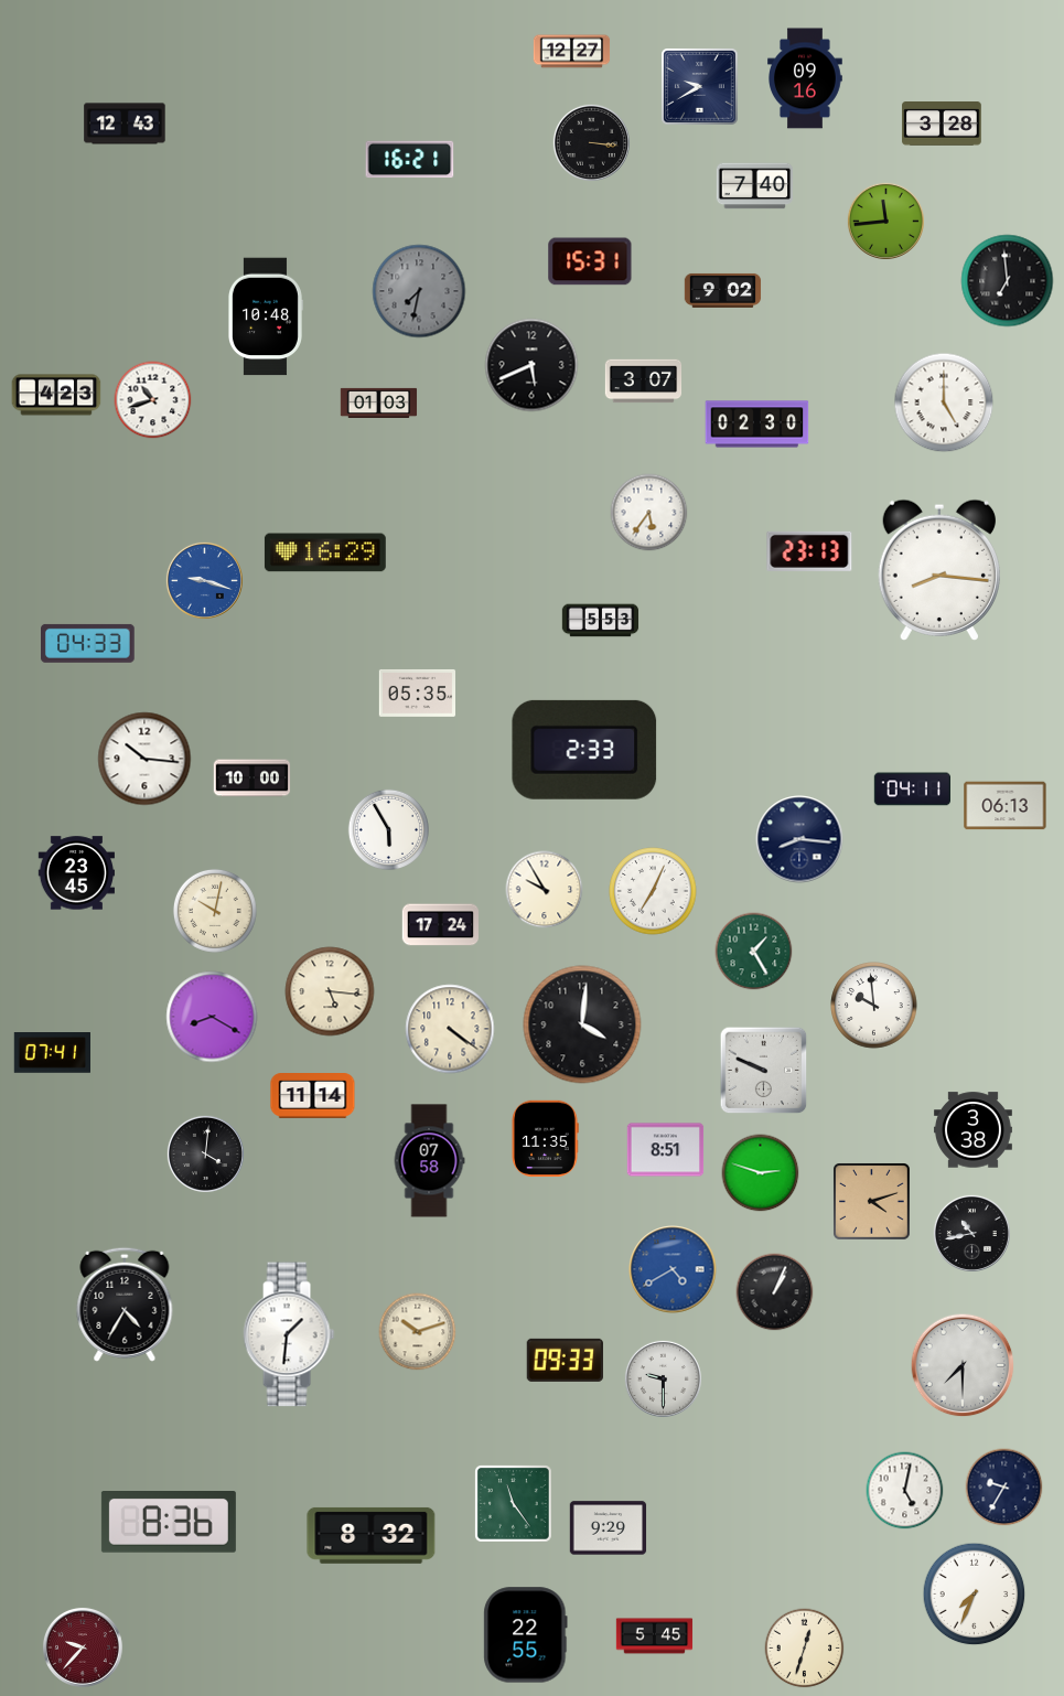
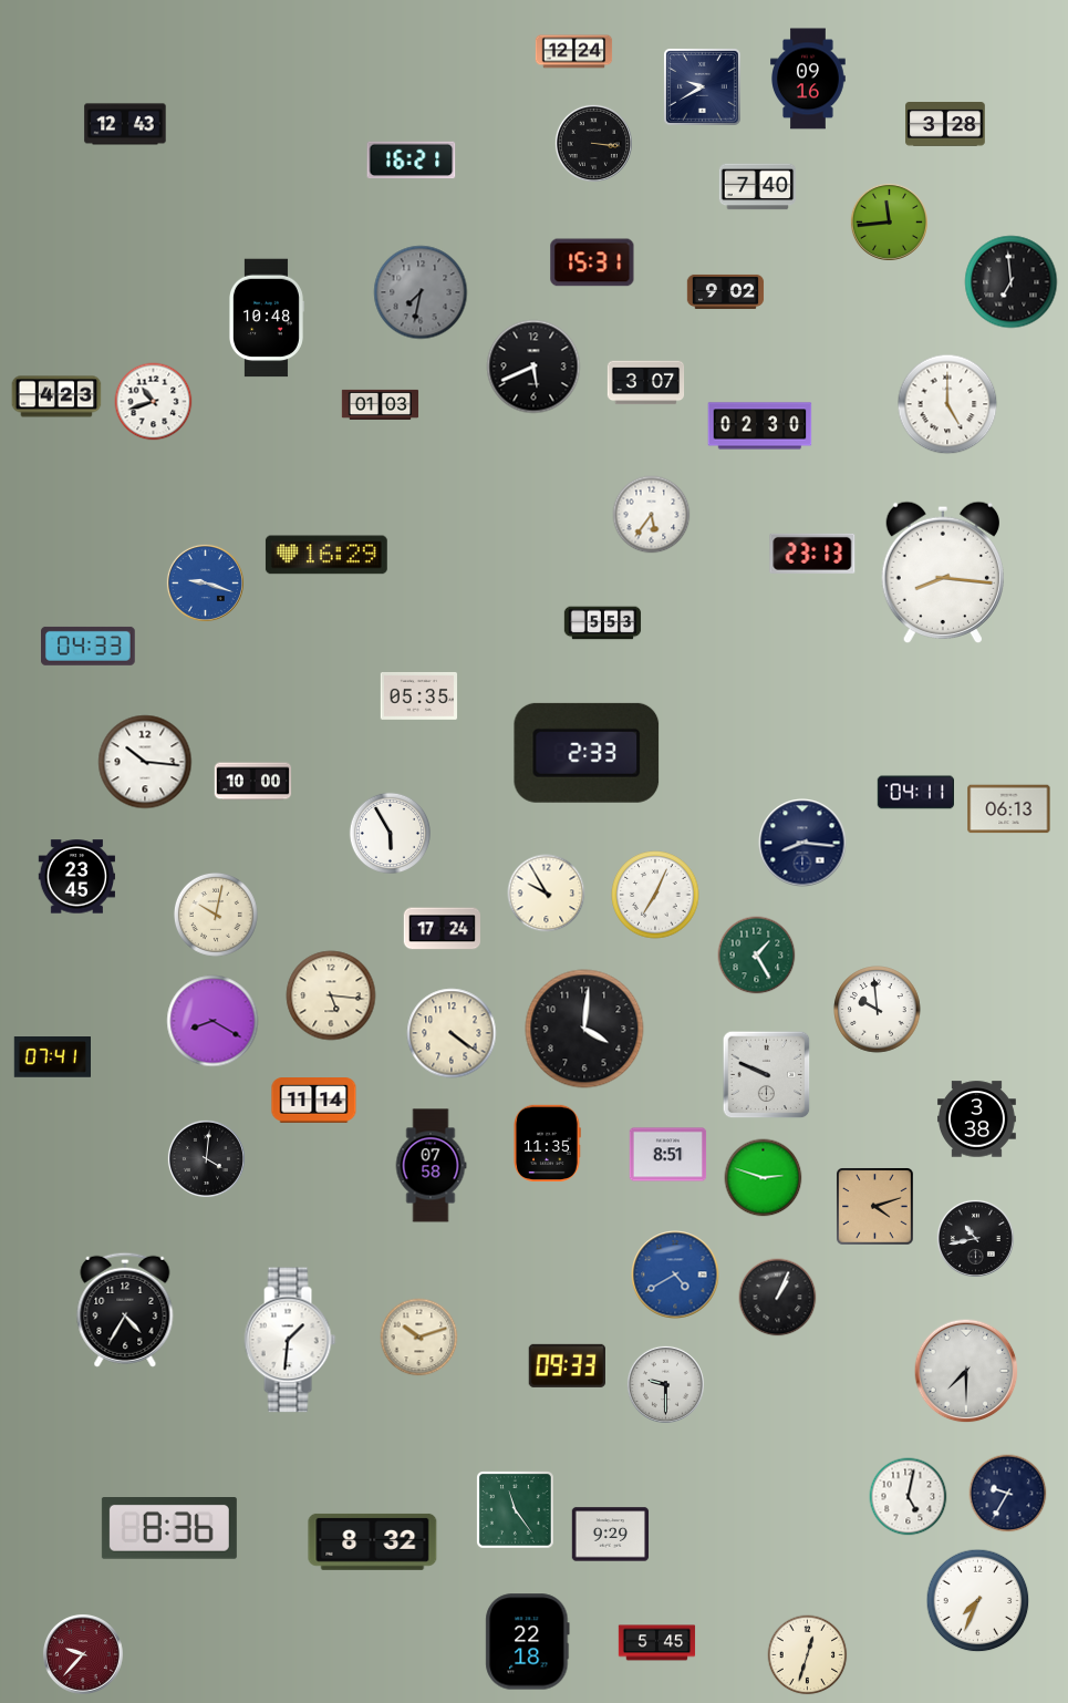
clock at (572, 52): 12:27 -> 12:24
clock at (972, 1130) position: (972, 1130) -> (976, 1119)
clock at (526, 1635): 22:55 -> 22:18
